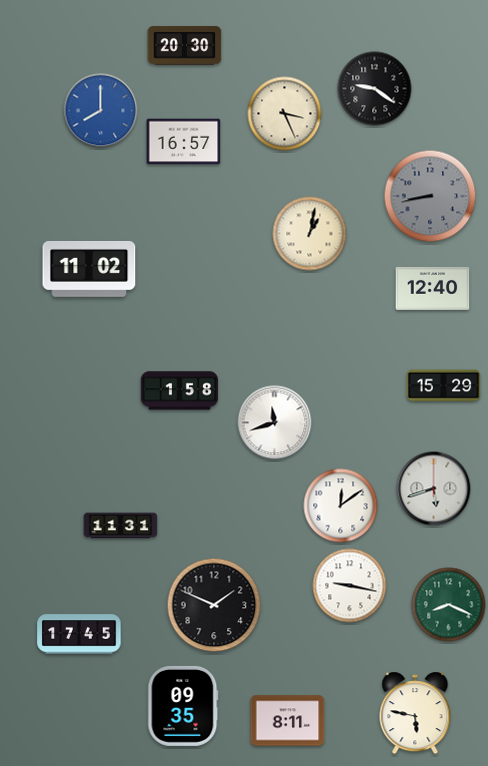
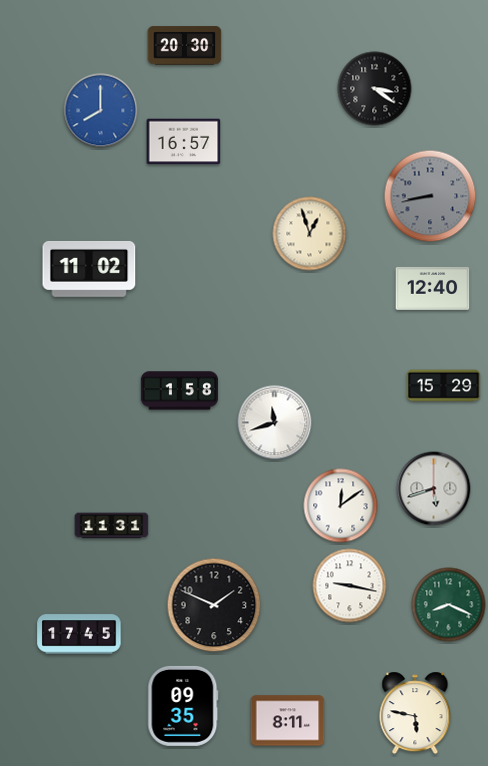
clock at (375, 89): 9:21 -> 3:21
clock at (285, 114): 3:26 -> none
clock at (310, 234): 1:02 -> 12:57
clock at (121, 526) position: (121, 526) -> (112, 526)
